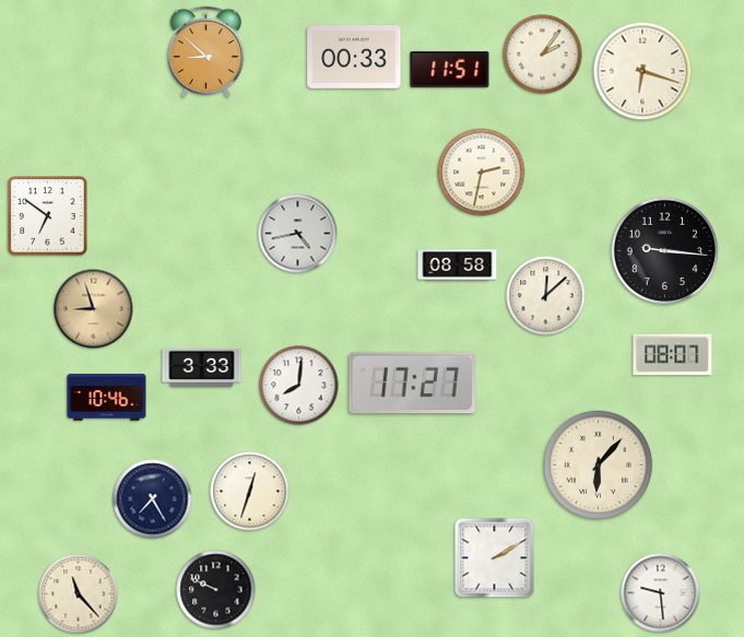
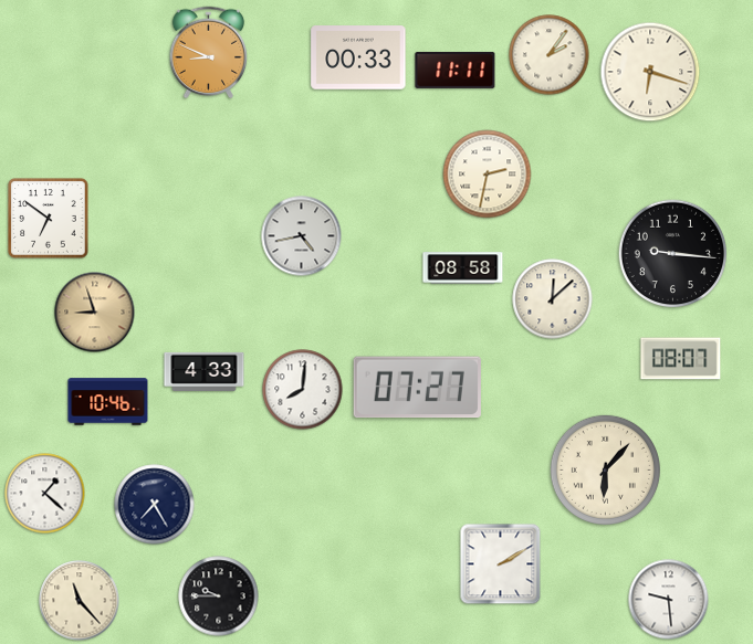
clock at (206, 52): 8:52 -> 8:49
clock at (450, 69): 11:51 -> 11:11
clock at (202, 367): 3:33 -> 4:33
clock at (412, 384): 17:27 -> 07:27
clock at (45, 494): none -> 1:22
clock at (250, 492): 12:33 -> none
clock at (216, 590): 9:49 -> 9:45
